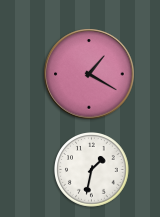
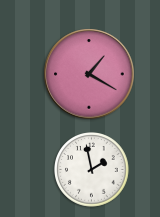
clock at (92, 170): 1:32 -> 1:58
